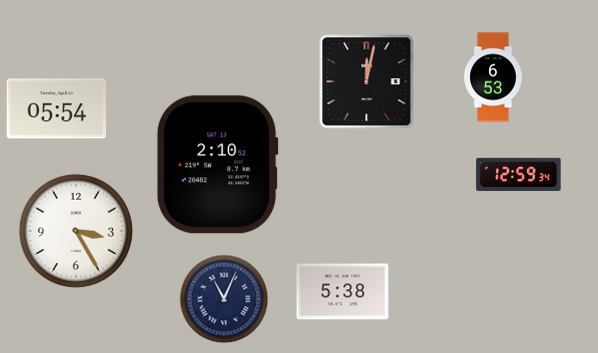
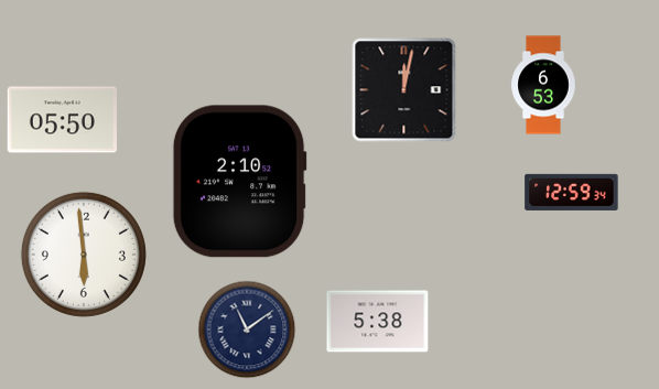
clock at (56, 109): 05:54 -> 05:50
clock at (76, 231): 3:25 -> 5:59
clock at (224, 299): 11:04 -> 11:09
